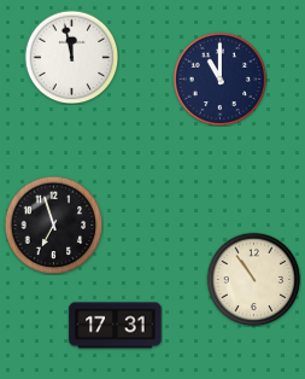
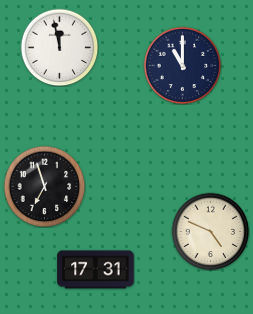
clock at (253, 279): 10:54 -> 4:49
